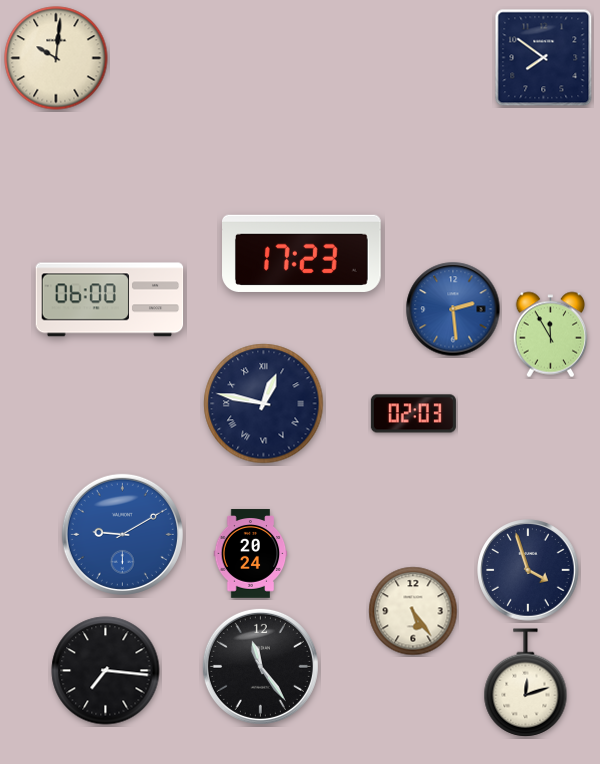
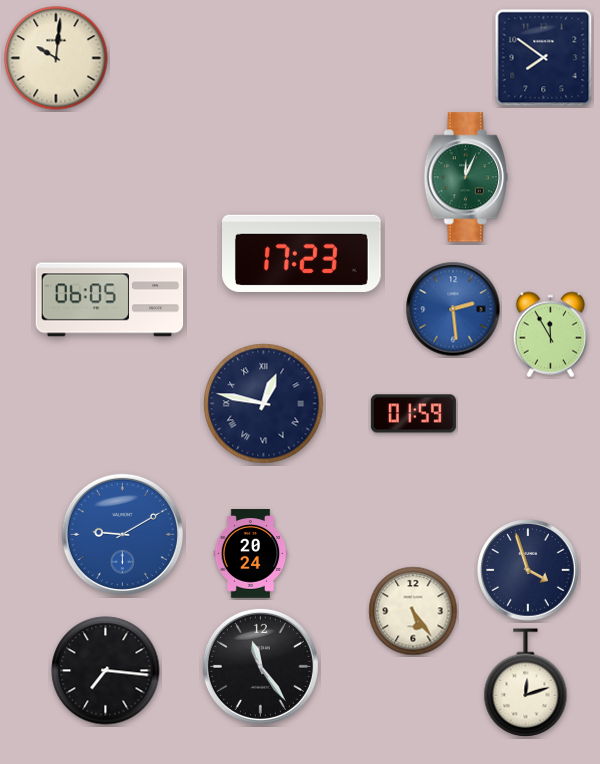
clock at (465, 177): none -> 12:04
clock at (110, 300): 06:00 -> 06:05
clock at (413, 414): 02:03 -> 01:59
